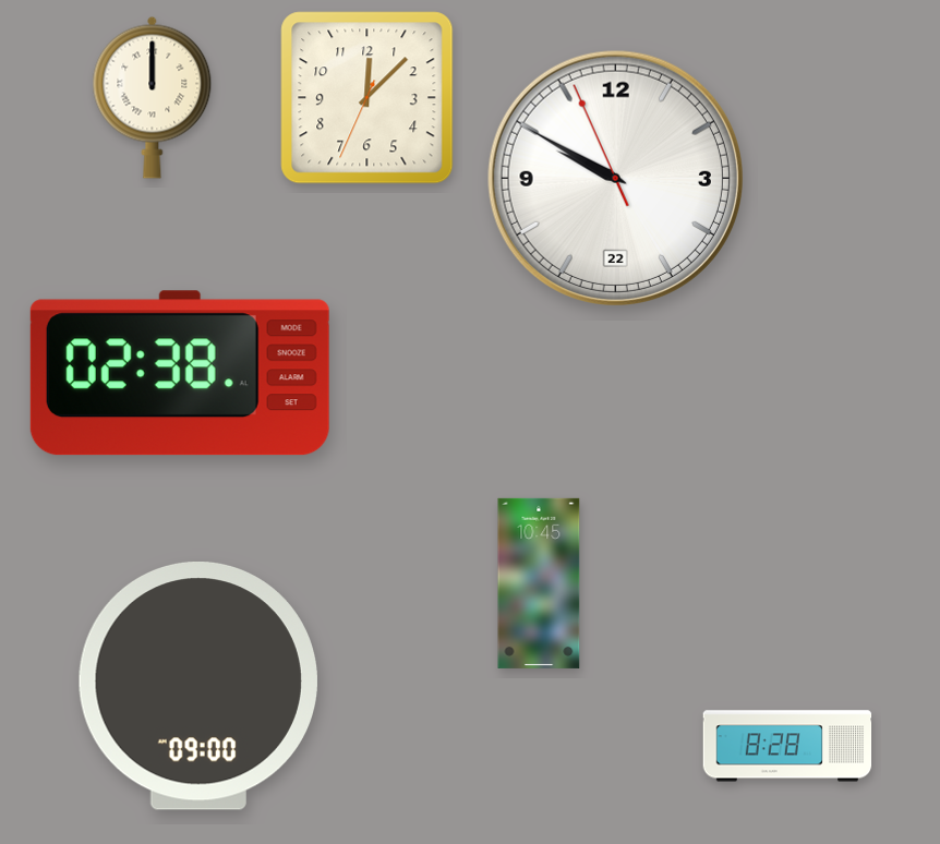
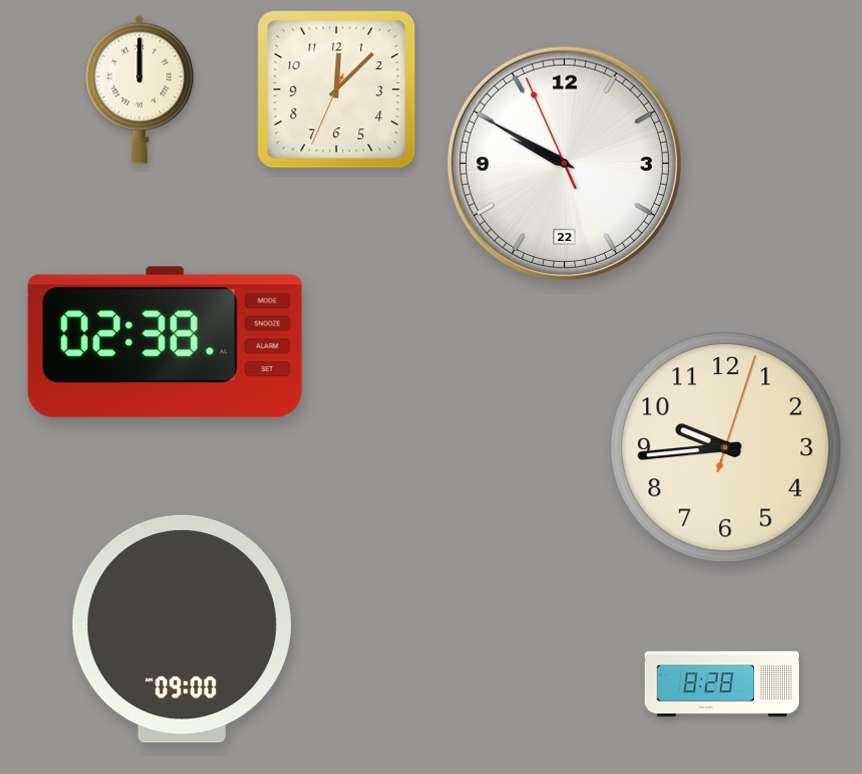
clock at (726, 448): none -> 9:44
clock at (539, 583): 10:45 -> none
